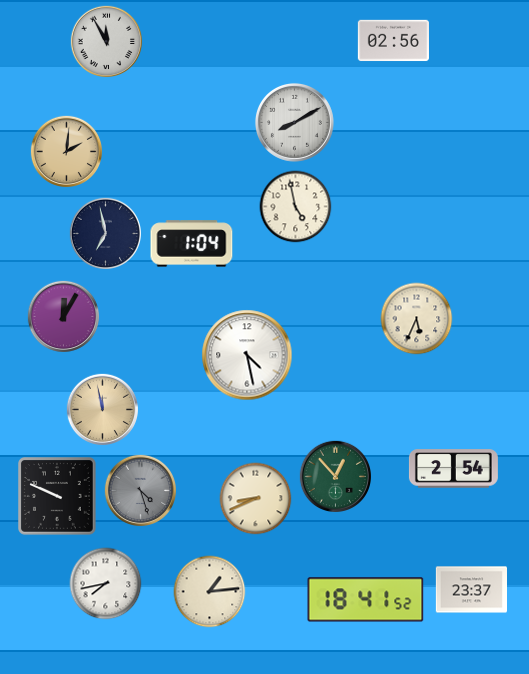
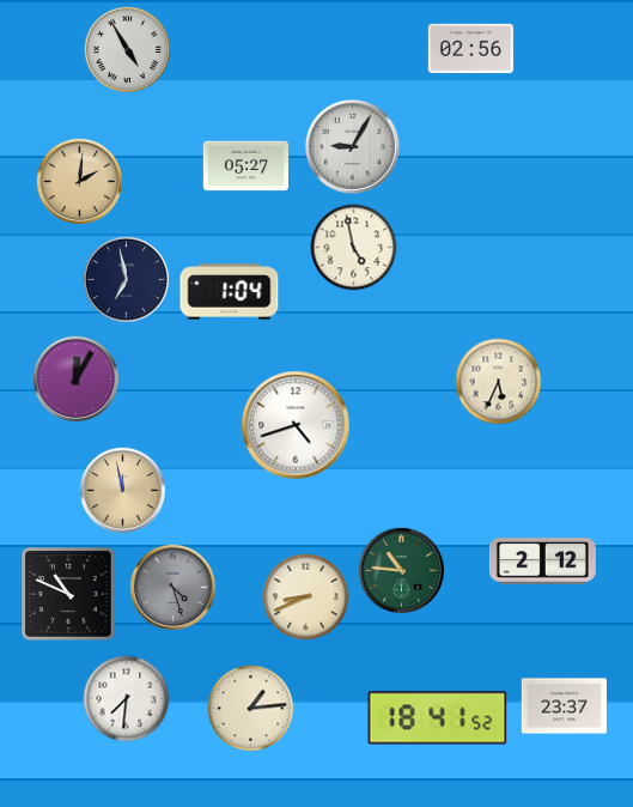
clock at (106, 41): 11:55 -> 4:55
clock at (294, 122): 8:10 -> 9:05
clock at (245, 166): none -> 05:27
clock at (247, 355): 4:28 -> 4:42
clock at (453, 469): 2:54 -> 2:12
clock at (335, 476): 12:53 -> 10:46
clock at (140, 490) position: (140, 490) -> (172, 587)
clock at (58, 497): 9:49 -> 10:49
clock at (106, 584): 7:43 -> 7:31
